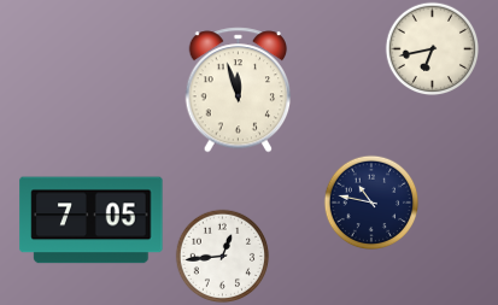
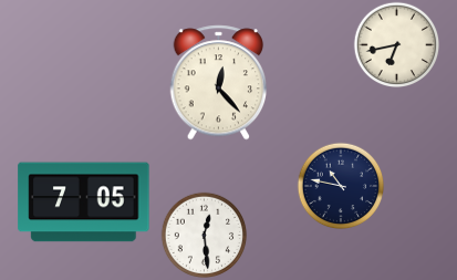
clock at (239, 90): 11:57 -> 12:23
clock at (222, 256): 12:44 -> 12:29
